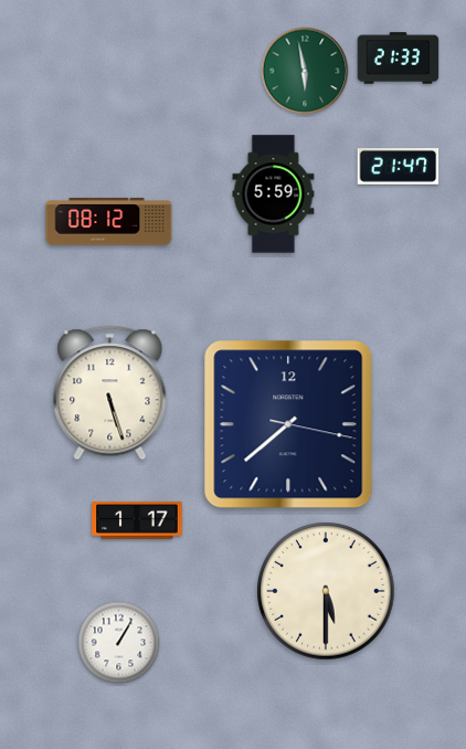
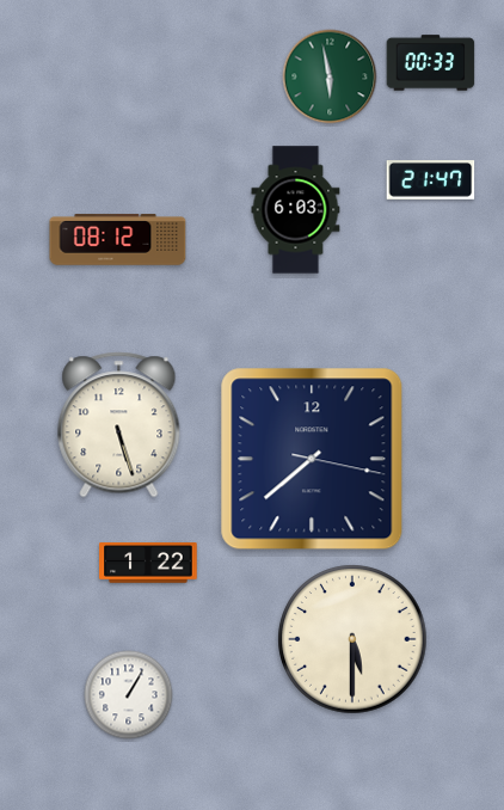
clock at (399, 59): 21:33 -> 00:33
clock at (274, 194): 5:59 -> 6:03
clock at (137, 520): 1:17 -> 1:22
